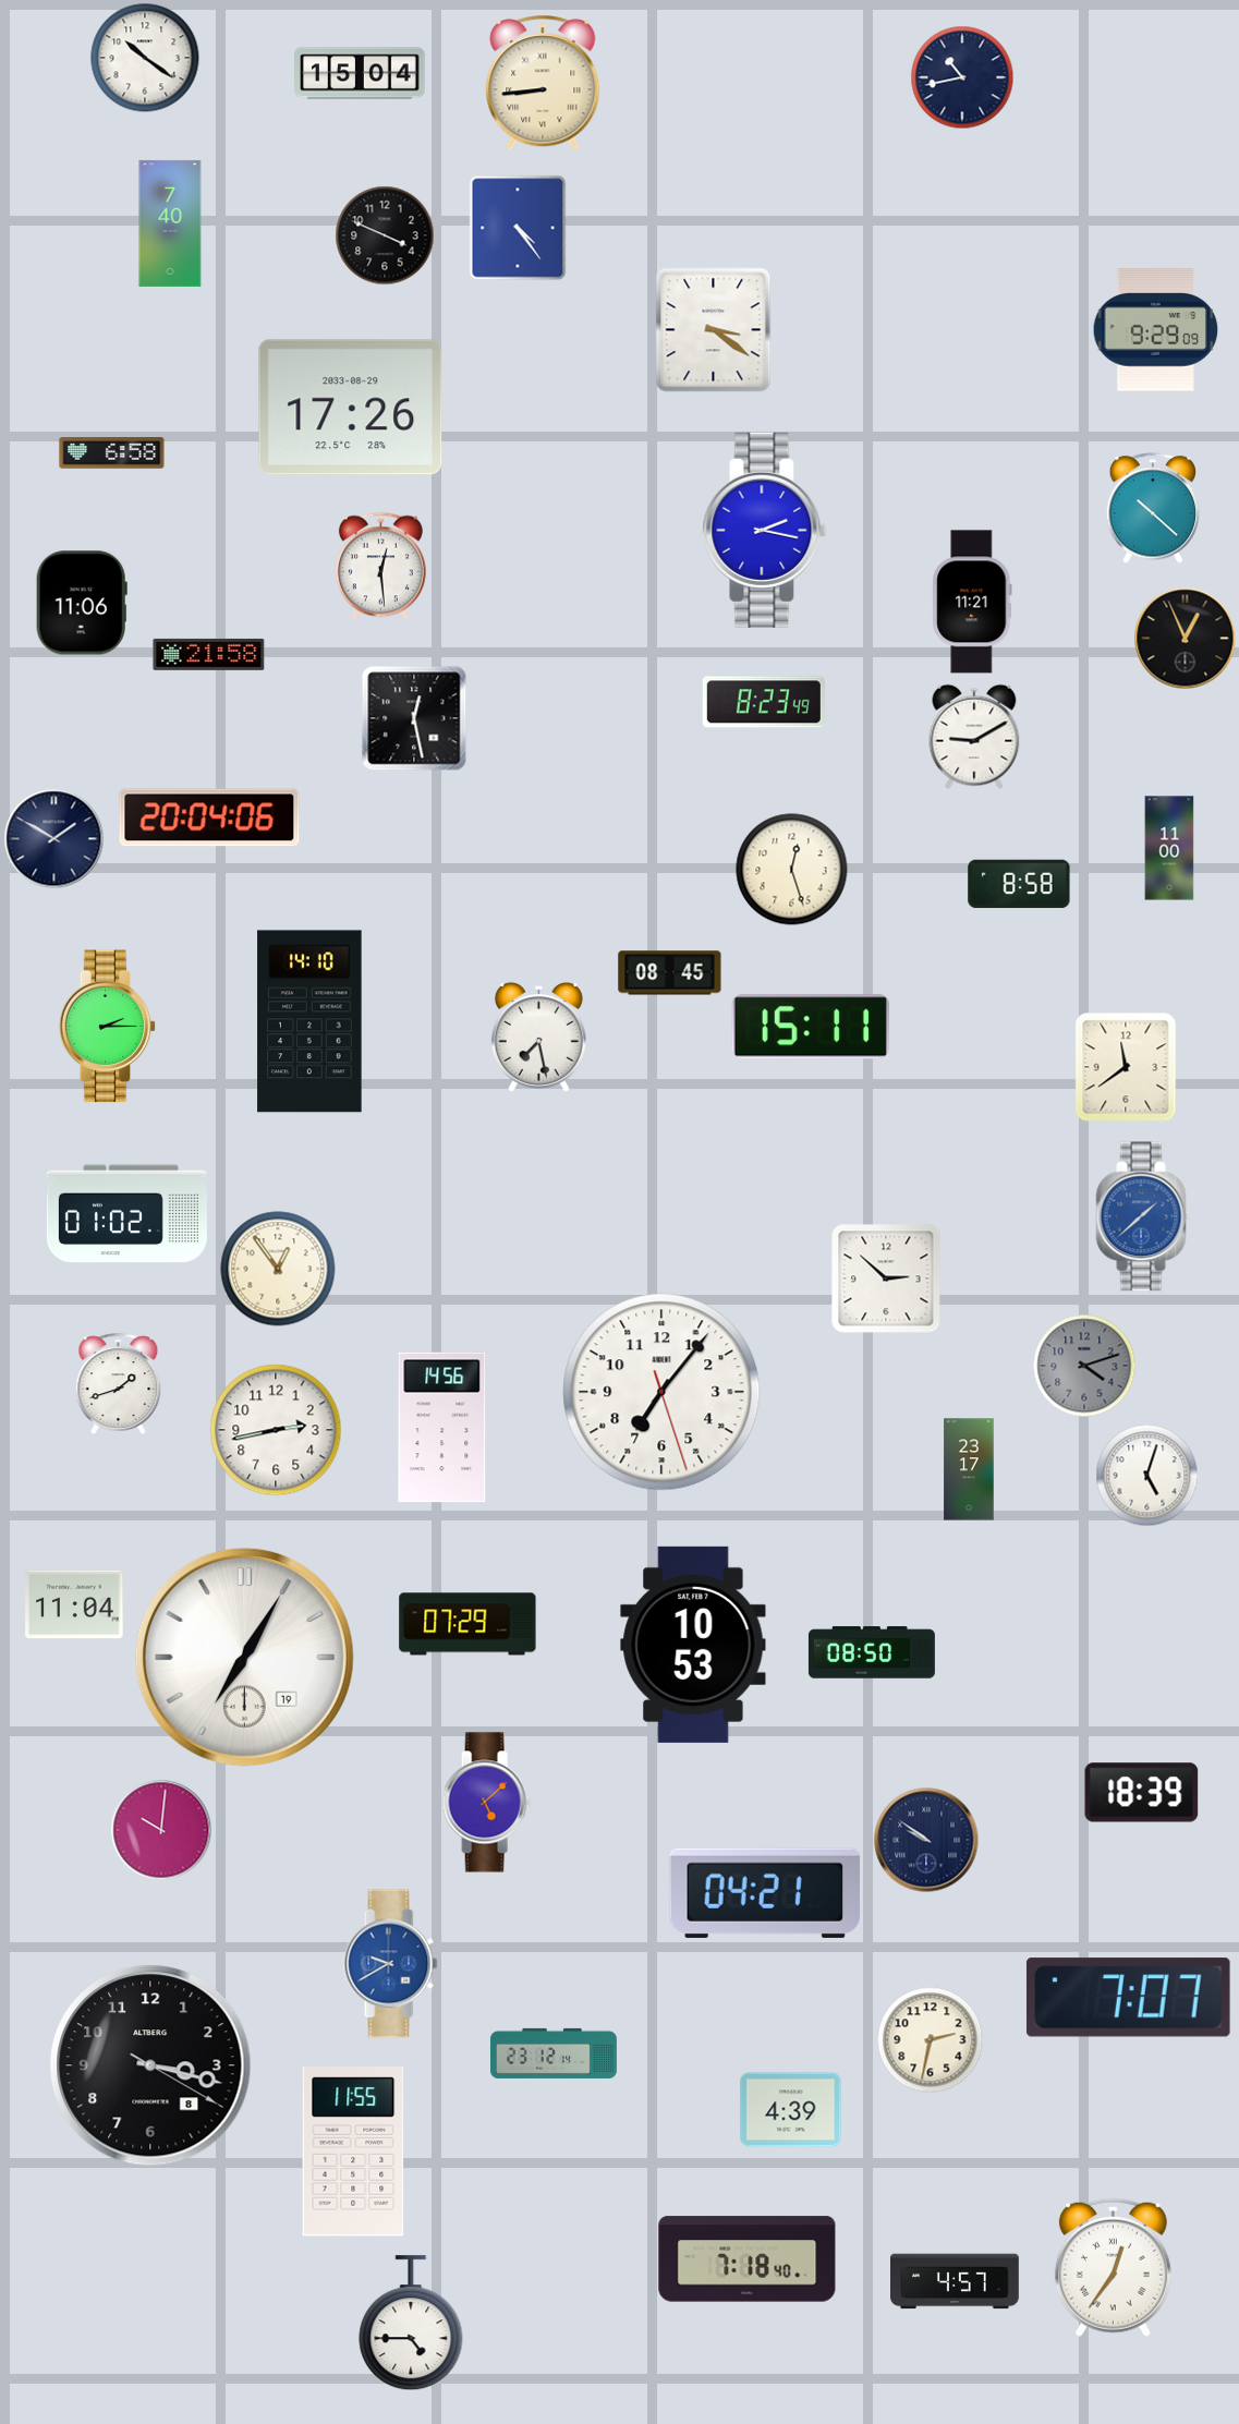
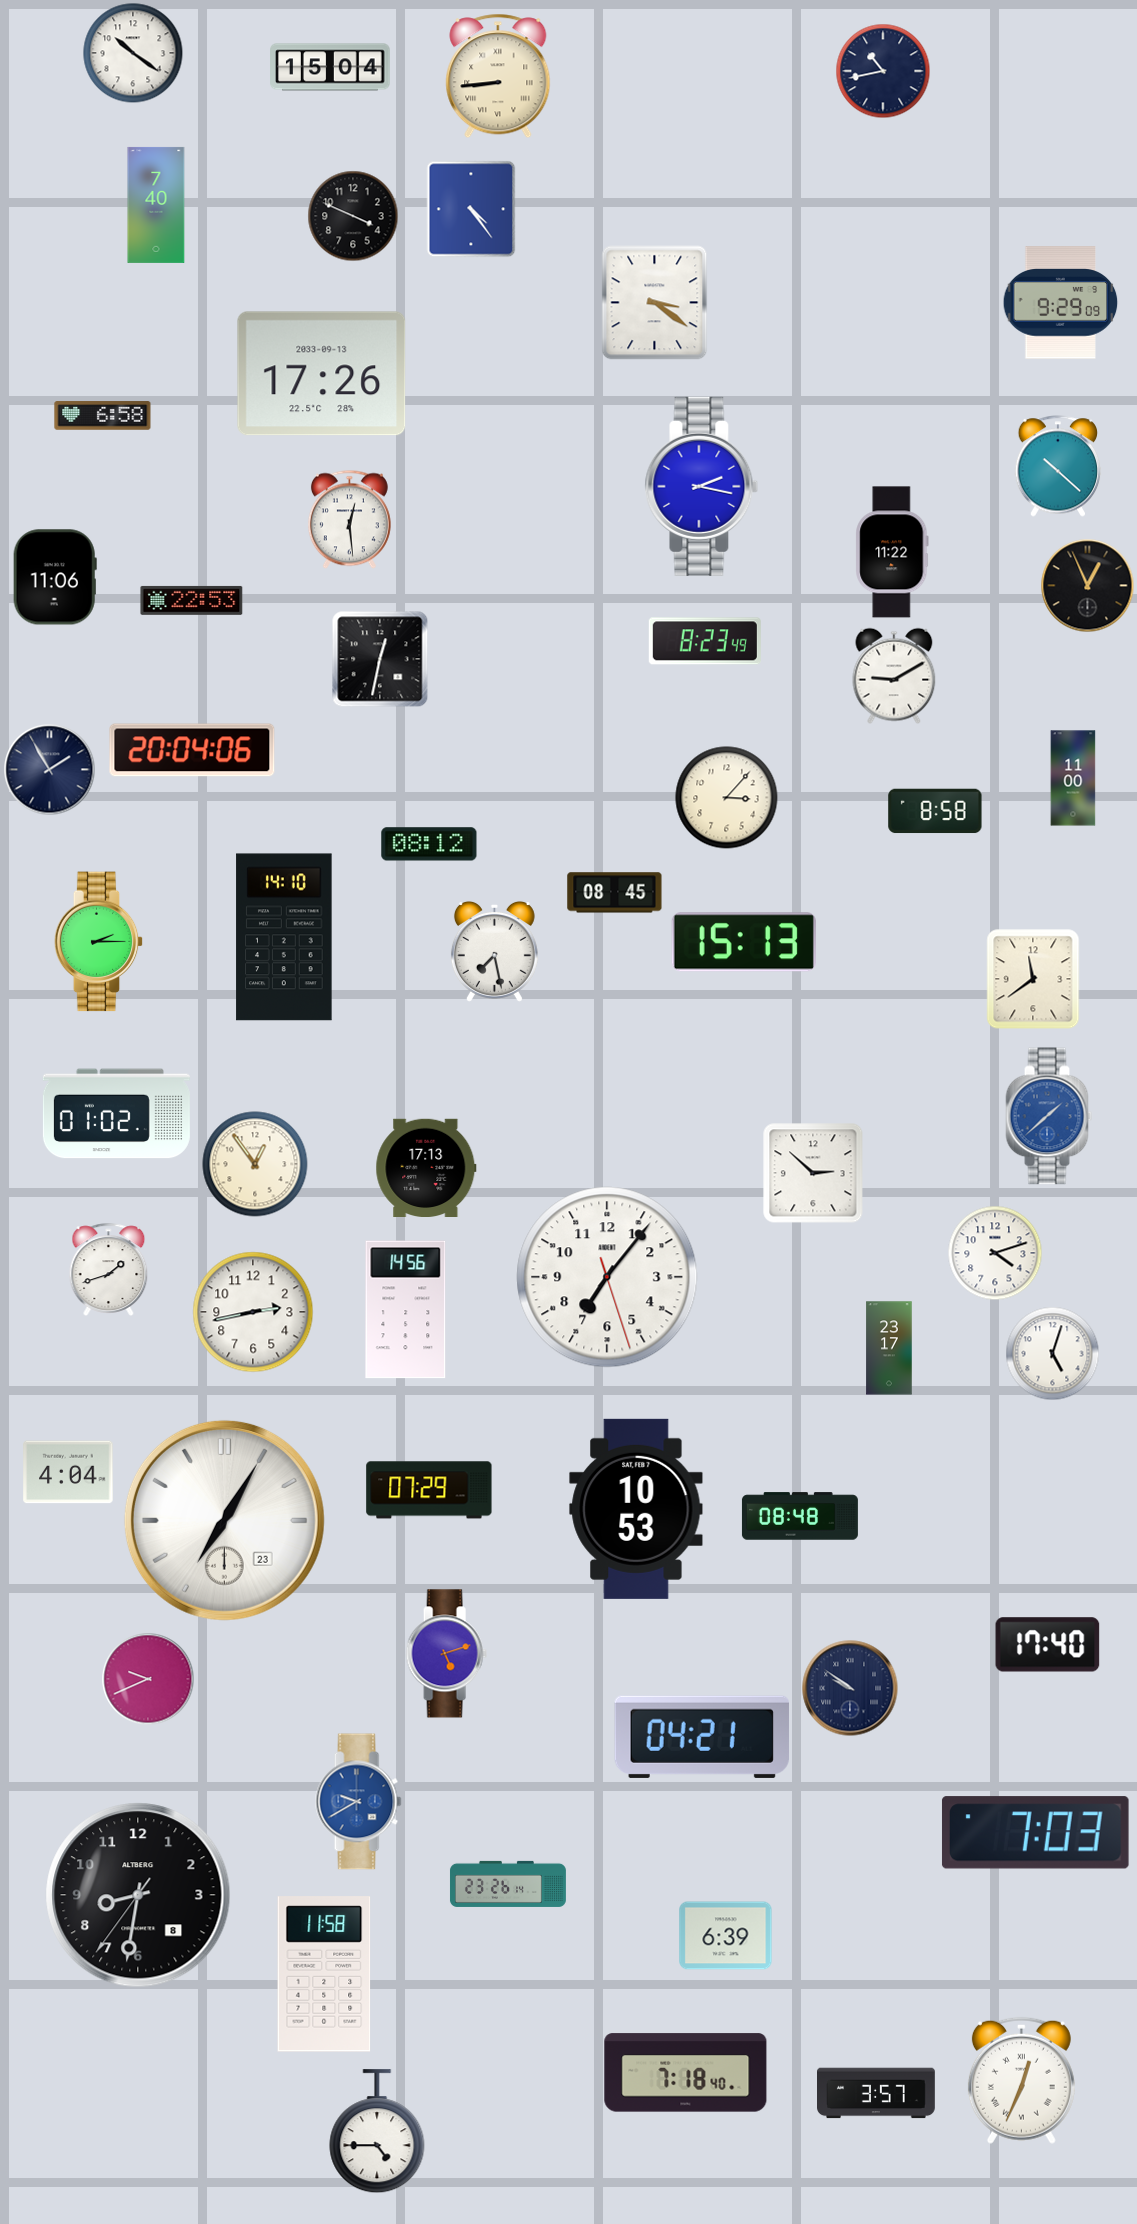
clock at (518, 228) position: (518, 228) -> (471, 209)
clock at (351, 408) date: 2033-08-29 -> 2033-09-13
clock at (972, 602): 11:21 -> 11:22
clock at (82, 603) position: (82, 603) -> (55, 577)
clock at (209, 654): 21:58 -> 22:53
clock at (764, 702) position: (764, 702) -> (705, 641)
clock at (414, 718): 12:28 -> 12:32
clock at (54, 839): 1:50 -> 1:55
clock at (792, 870): 12:27 -> 3:07
clock at (429, 844): none -> 08:12
clock at (811, 1027): 15:11 -> 15:13
clock at (426, 1167): none -> 17:13
clock at (1084, 1366) dial: grey -> white
clock at (74, 1604): 11:04 -> 4:04
clock at (872, 1652): 08:50 -> 08:48
clock at (244, 1657) date: 19 -> 23
clock at (1142, 1793): 18:39 -> 17:40
clock at (486, 1803): 5:08 -> 5:12
clock at (161, 1830): 10:01 -> 9:41
clock at (1128, 1998): 7:07 -> 7:03
clock at (931, 2040): 2:32 -> none
clock at (554, 2053): 23:12 -> 23:26
clock at (150, 2065): 3:17 -> 8:31
clock at (791, 2110): 4:39 -> 6:39
clock at (353, 2152): 11:55 -> 11:58
clock at (1113, 2267): 12:36 -> 12:34
clock at (956, 2281): 4:57 -> 3:57
